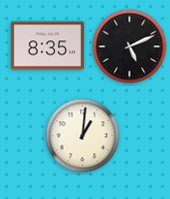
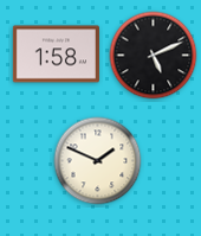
clock at (47, 46): 8:35 -> 1:58
clock at (83, 136): 1:01 -> 1:49
